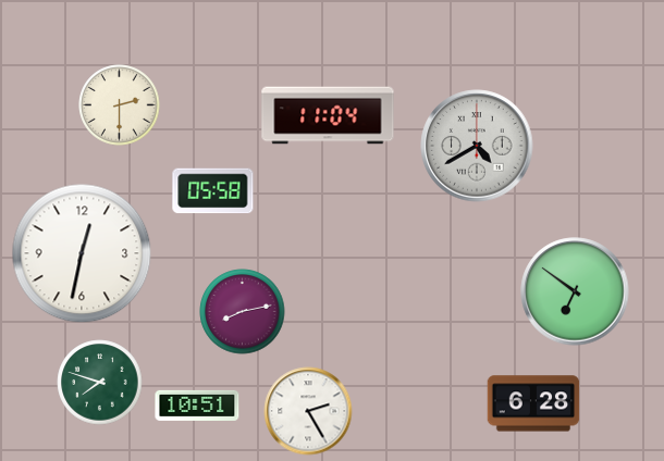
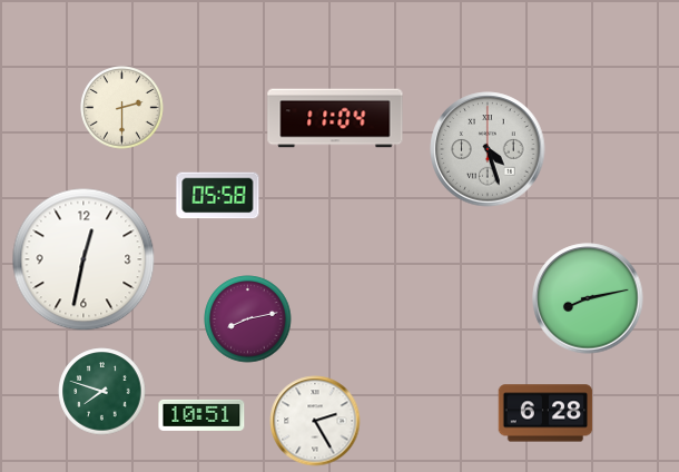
clock at (477, 146): 4:40 -> 4:27
clock at (575, 291): 6:51 -> 8:13
